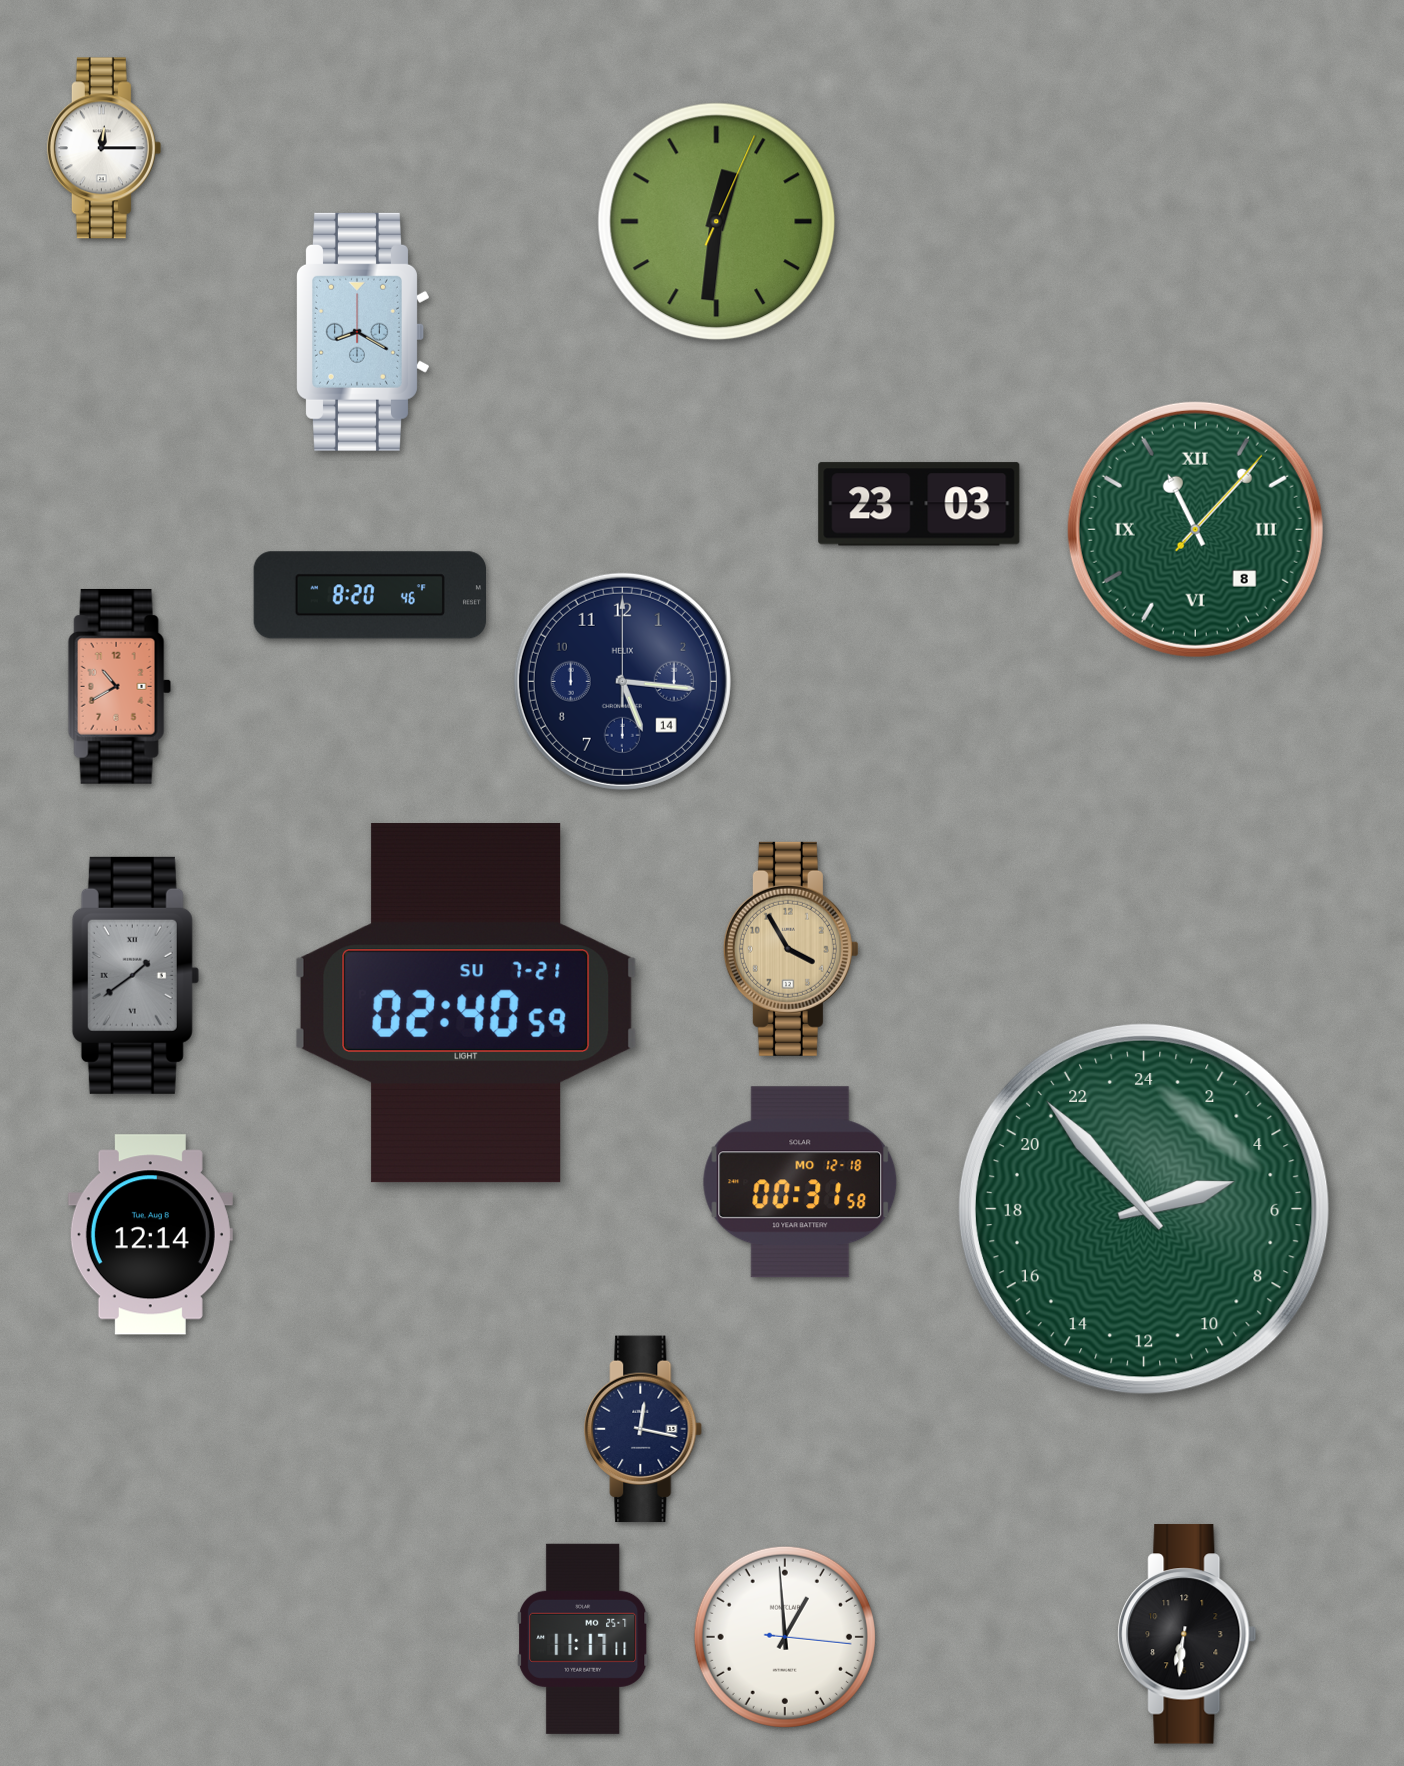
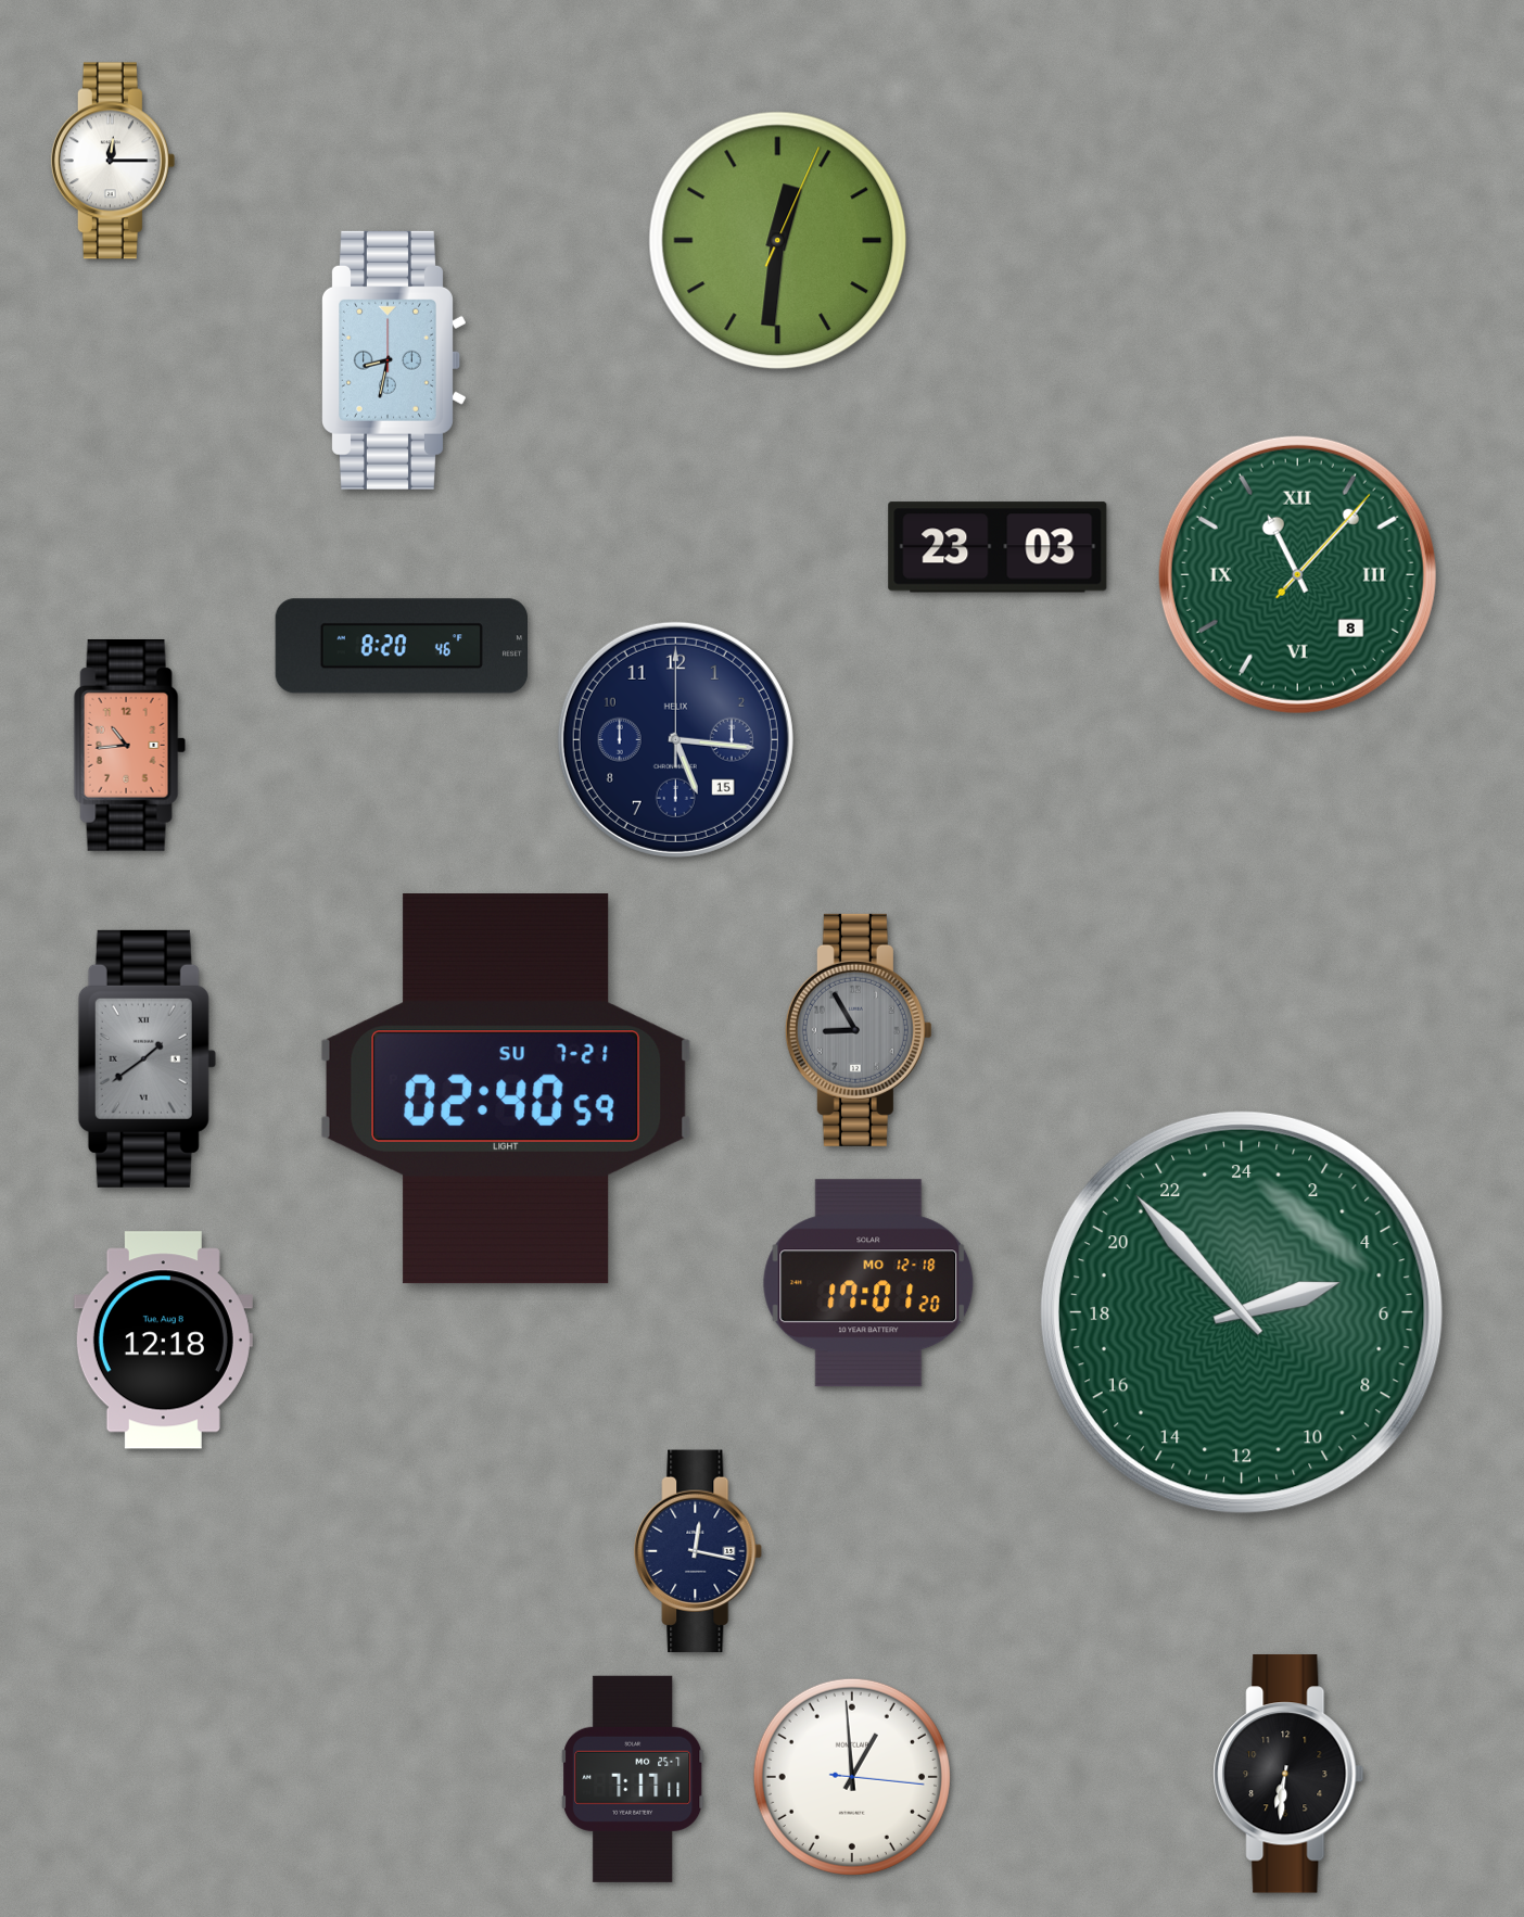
clock at (364, 332): 8:20 -> 8:32
clock at (622, 681) date: 14 -> 15
clock at (119, 686): 10:40 -> 10:44
clock at (791, 949): 3:55 -> 8:55
clock at (791, 949) dial: champagne -> grey
clock at (800, 1182): 00:31 -> 17:01
clock at (150, 1235): 12:14 -> 12:18
clock at (583, 1639): 11:17 -> 7:17
